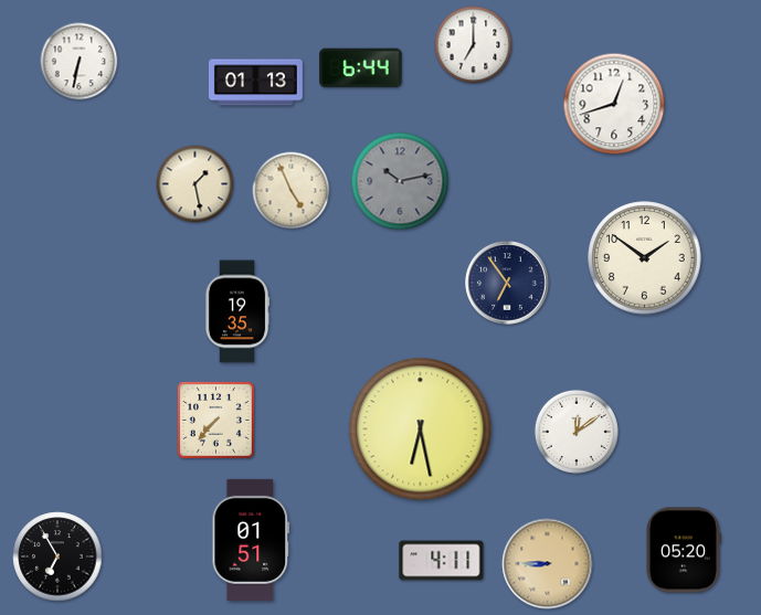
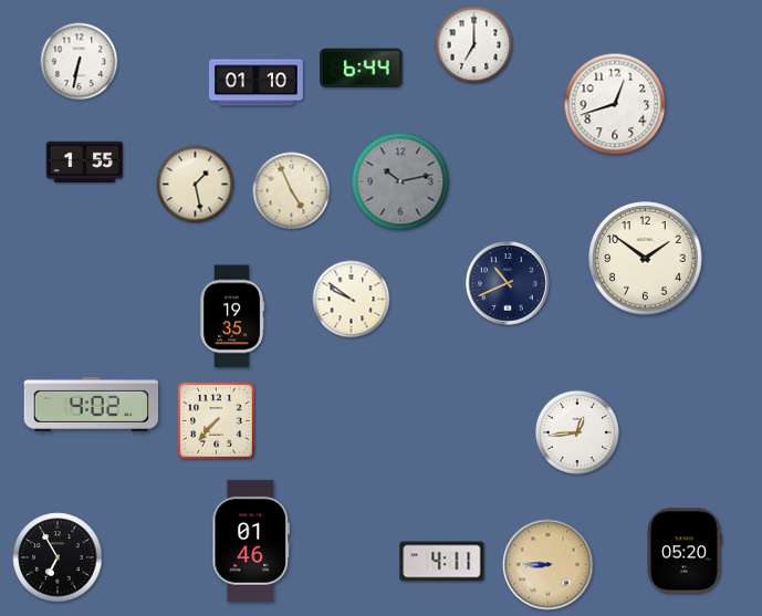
clock at (255, 83): 01:13 -> 01:10
clock at (85, 163): none -> 1:55
clock at (507, 283): 6:54 -> 10:41
clock at (352, 300): none -> 9:51
clock at (237, 311) position: (237, 311) -> (232, 316)
clock at (92, 404): none -> 4:02
clock at (421, 430): 6:28 -> none
clock at (577, 432): 12:09 -> 12:44
clock at (251, 540): 01:51 -> 01:46
